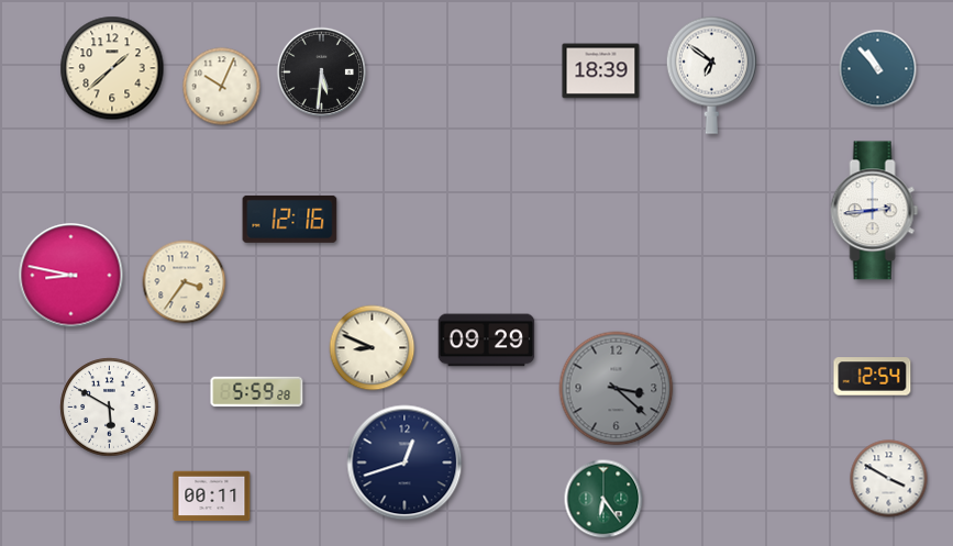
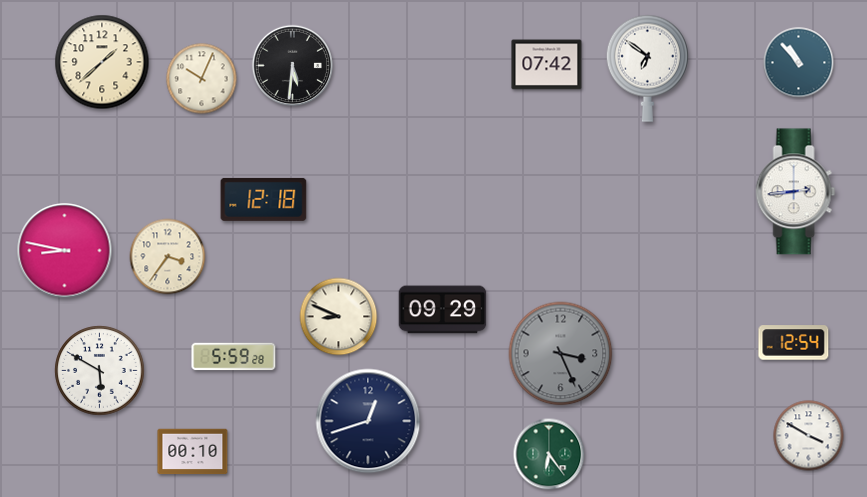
clock at (601, 71): 18:39 -> 07:42
clock at (290, 219): 12:16 -> 12:18
clock at (617, 389): 3:22 -> 3:26
clock at (212, 497): 00:11 -> 00:10
